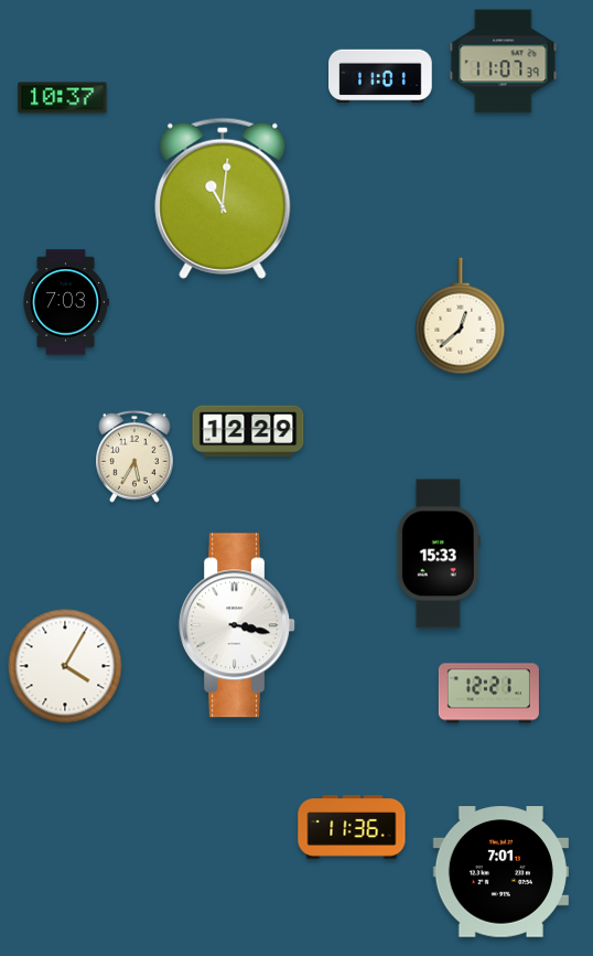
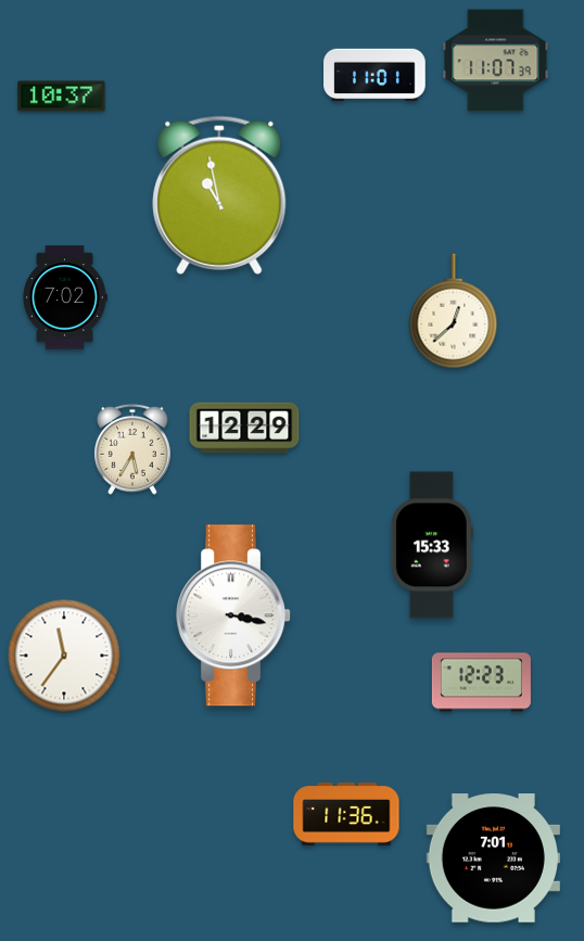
clock at (223, 198): 11:01 -> 10:58
clock at (66, 302): 7:03 -> 7:02
clock at (248, 431) position: (248, 431) -> (244, 428)
clock at (65, 666): 4:05 -> 11:36
clock at (488, 694): 12:21 -> 12:23
